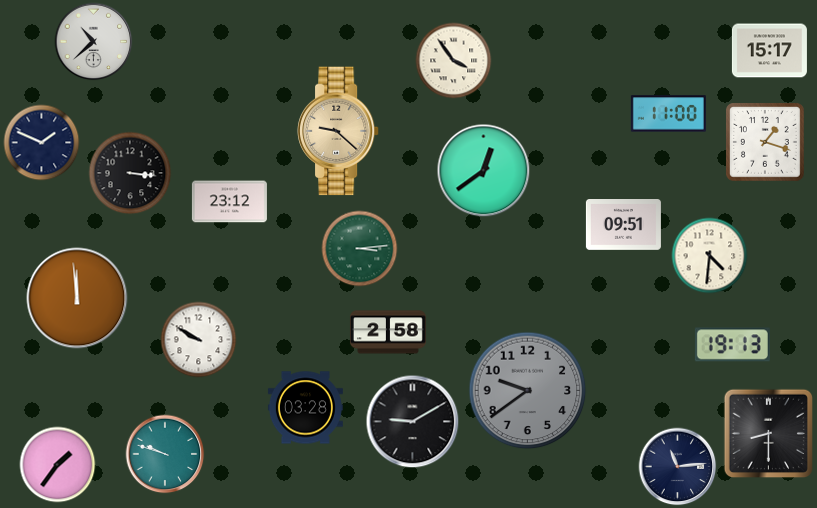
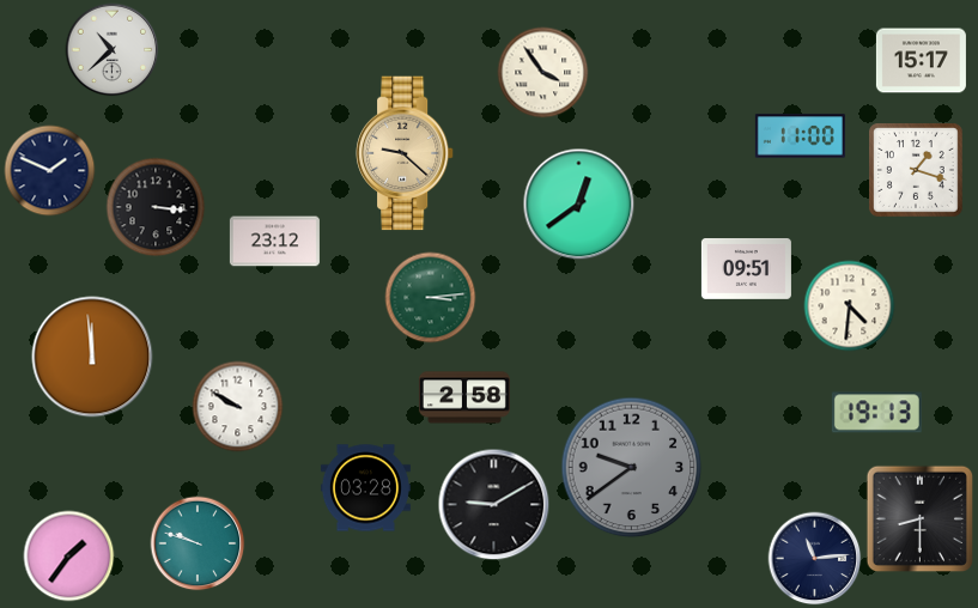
clock at (338, 131) position: (338, 131) -> (405, 153)
clock at (678, 467) position: (678, 467) -> (815, 559)
